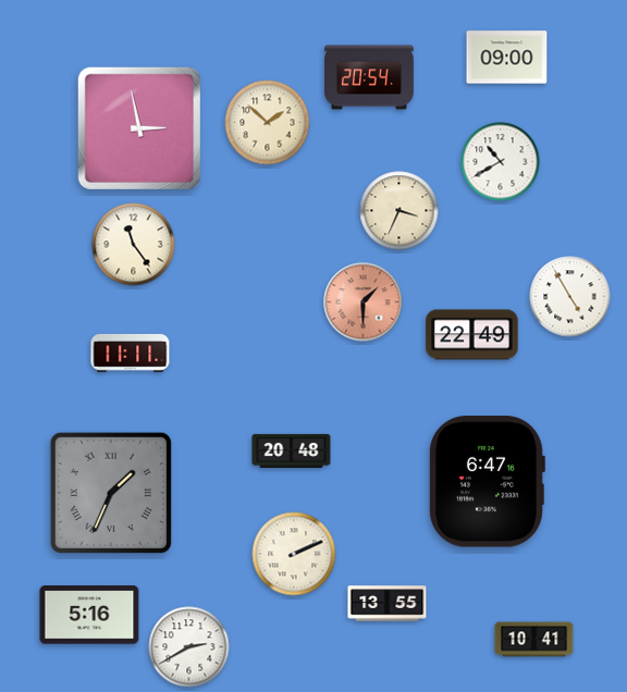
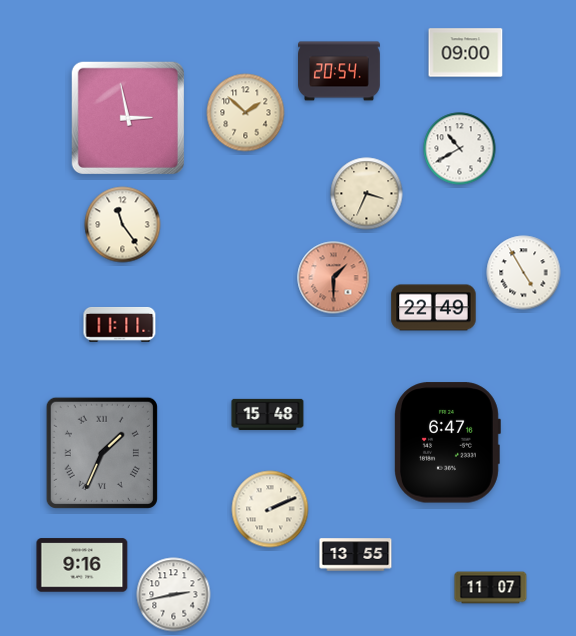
clock at (292, 450): 20:48 -> 15:48
clock at (89, 615): 5:16 -> 9:16
clock at (534, 640): 10:41 -> 11:07
clock at (189, 647): 2:40 -> 2:43
